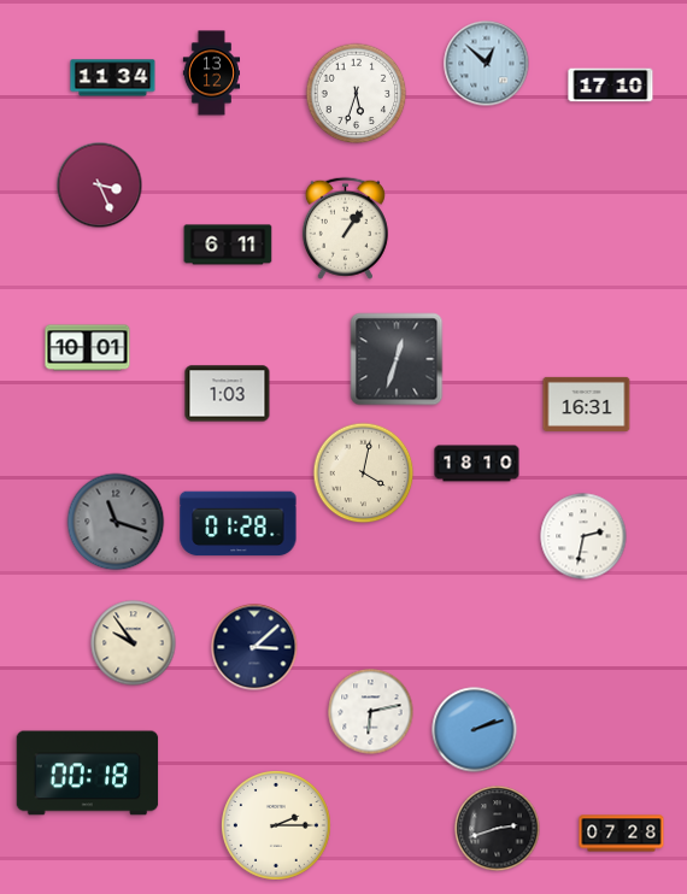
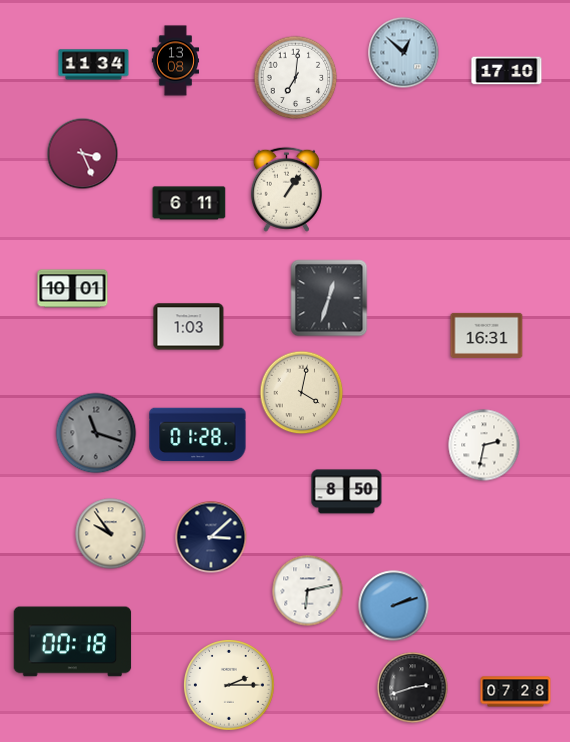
clock at (211, 73): 13:12 -> 13:08
clock at (357, 94): 5:33 -> 7:01
clock at (477, 464): 18:10 -> none
clock at (347, 492): none -> 8:50
